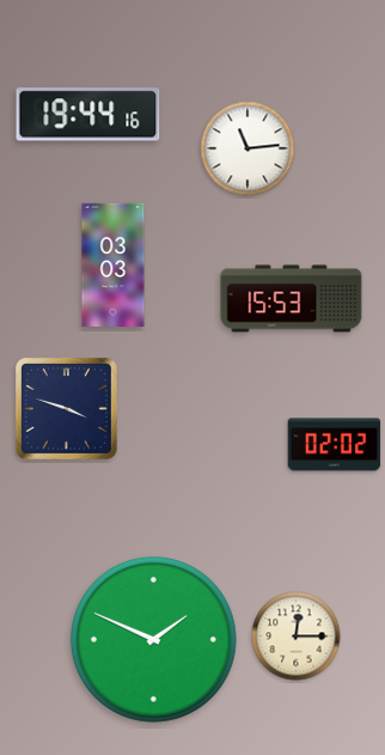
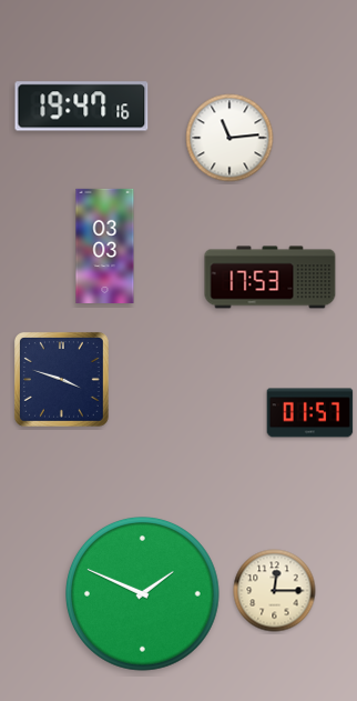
clock at (88, 115): 19:44 -> 19:47
clock at (292, 299): 15:53 -> 17:53
clock at (335, 445): 02:02 -> 01:57
